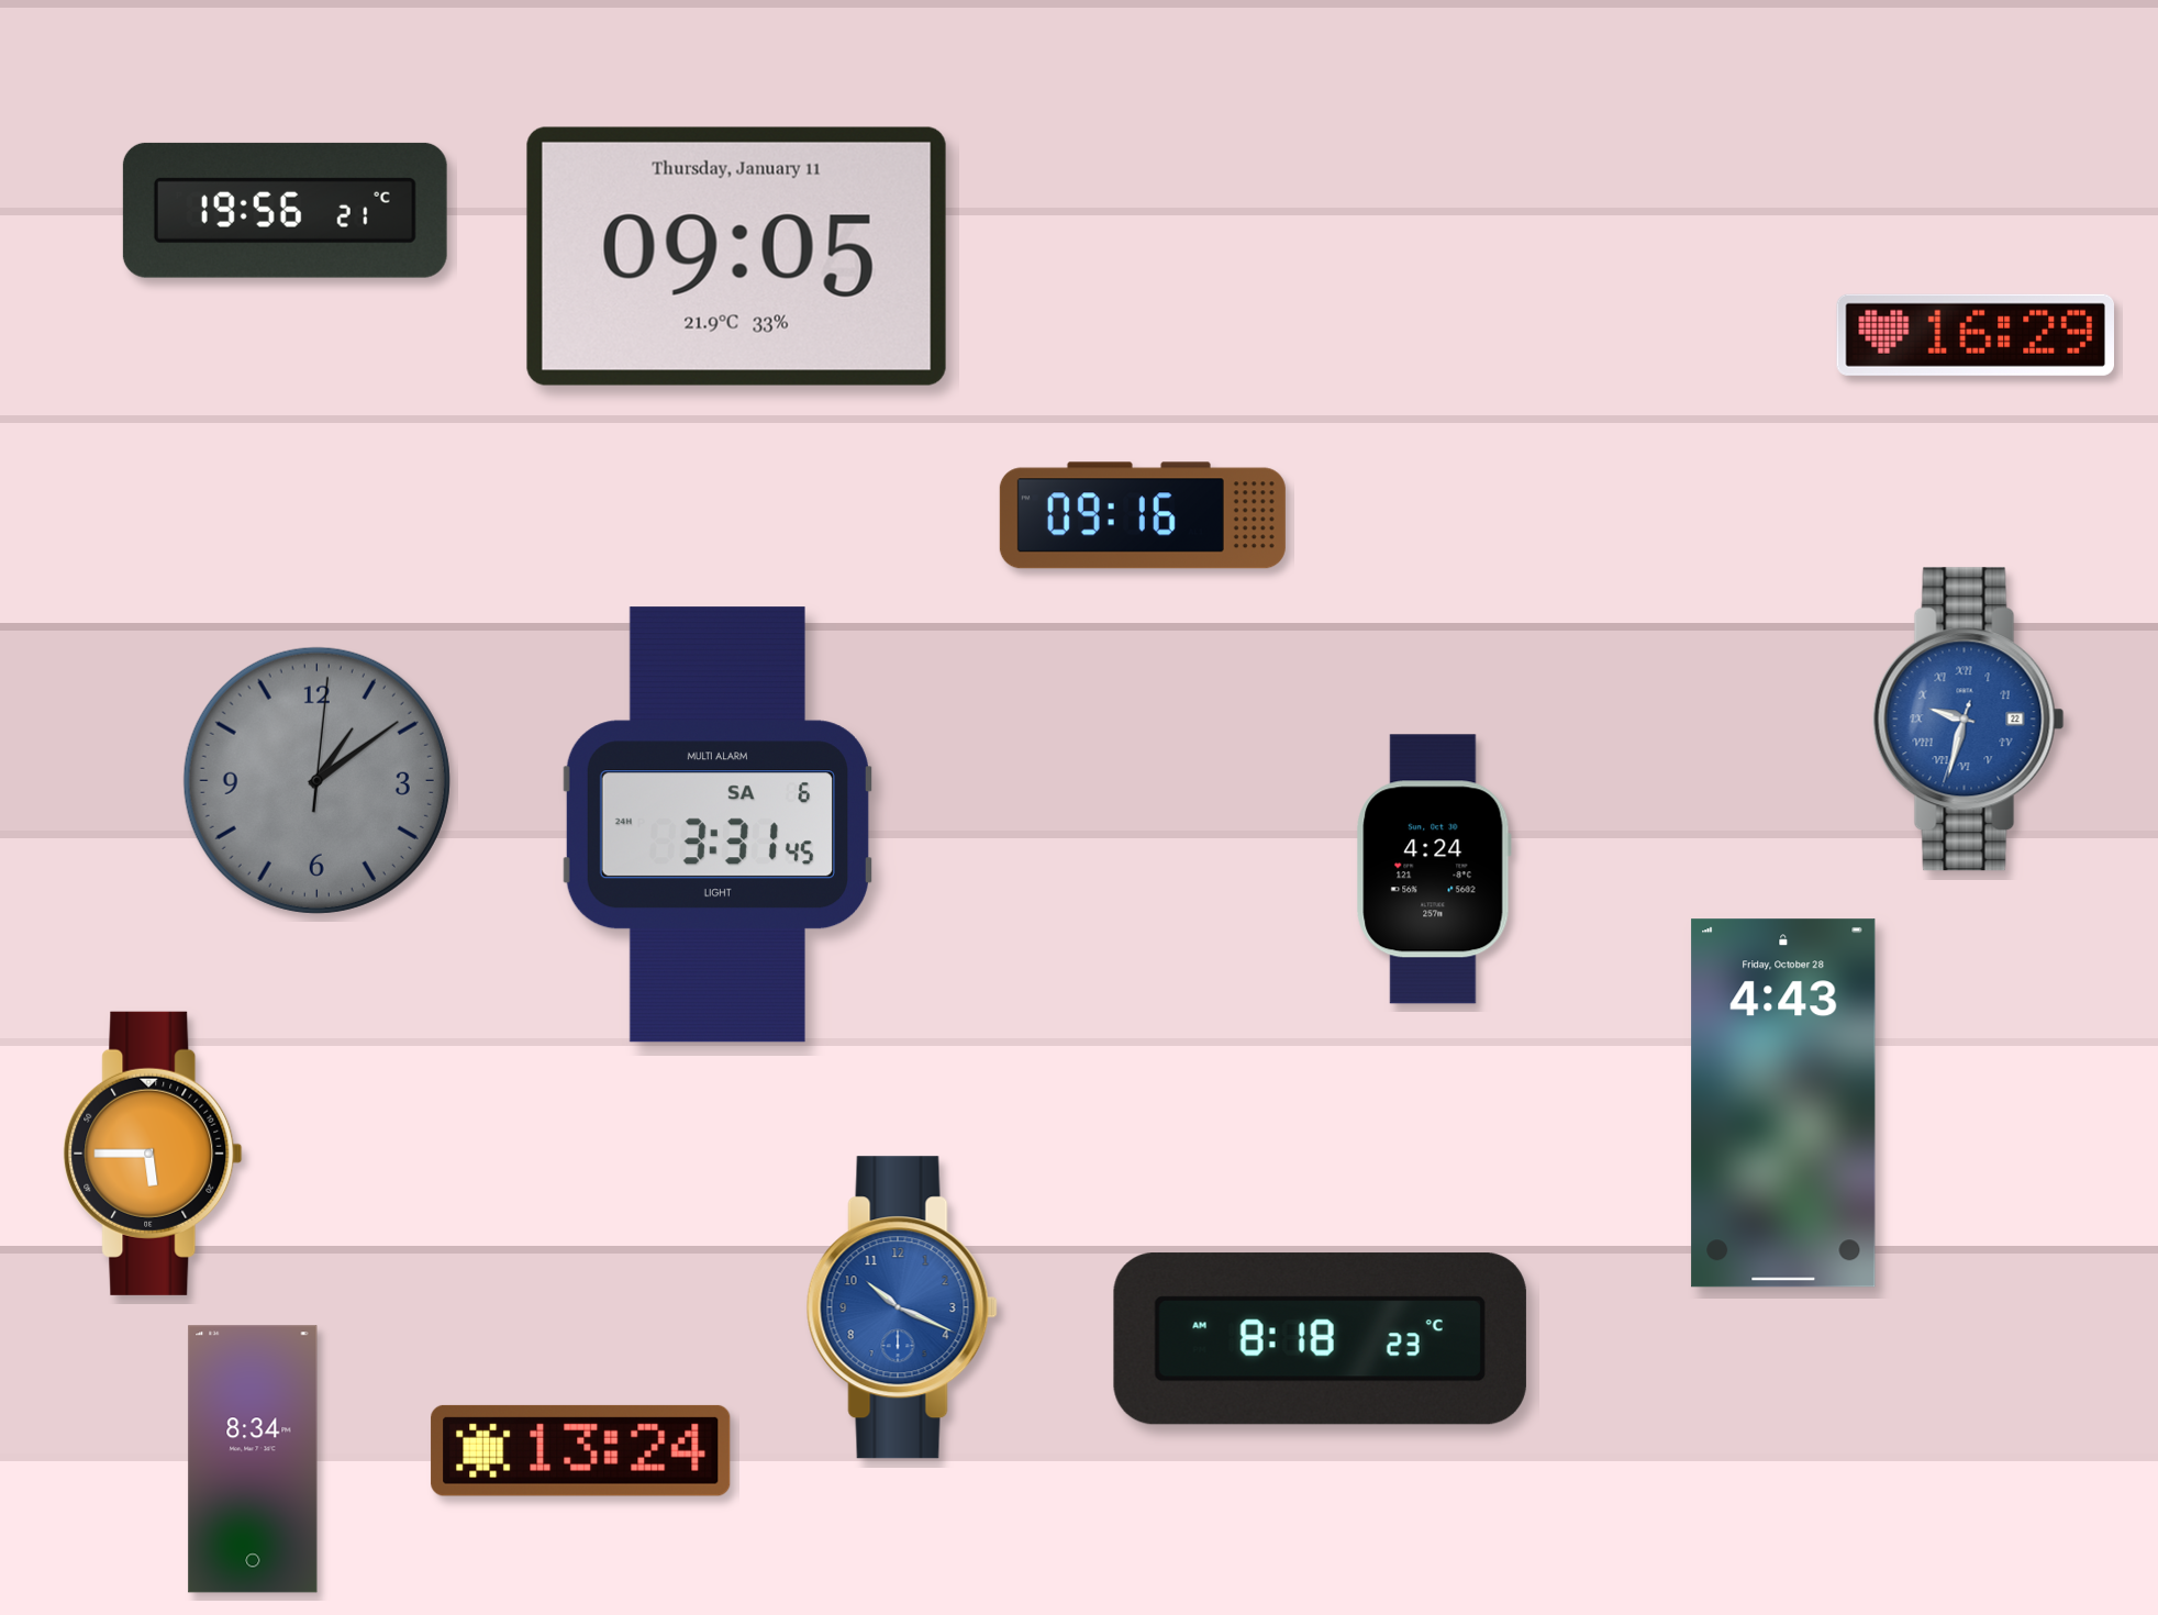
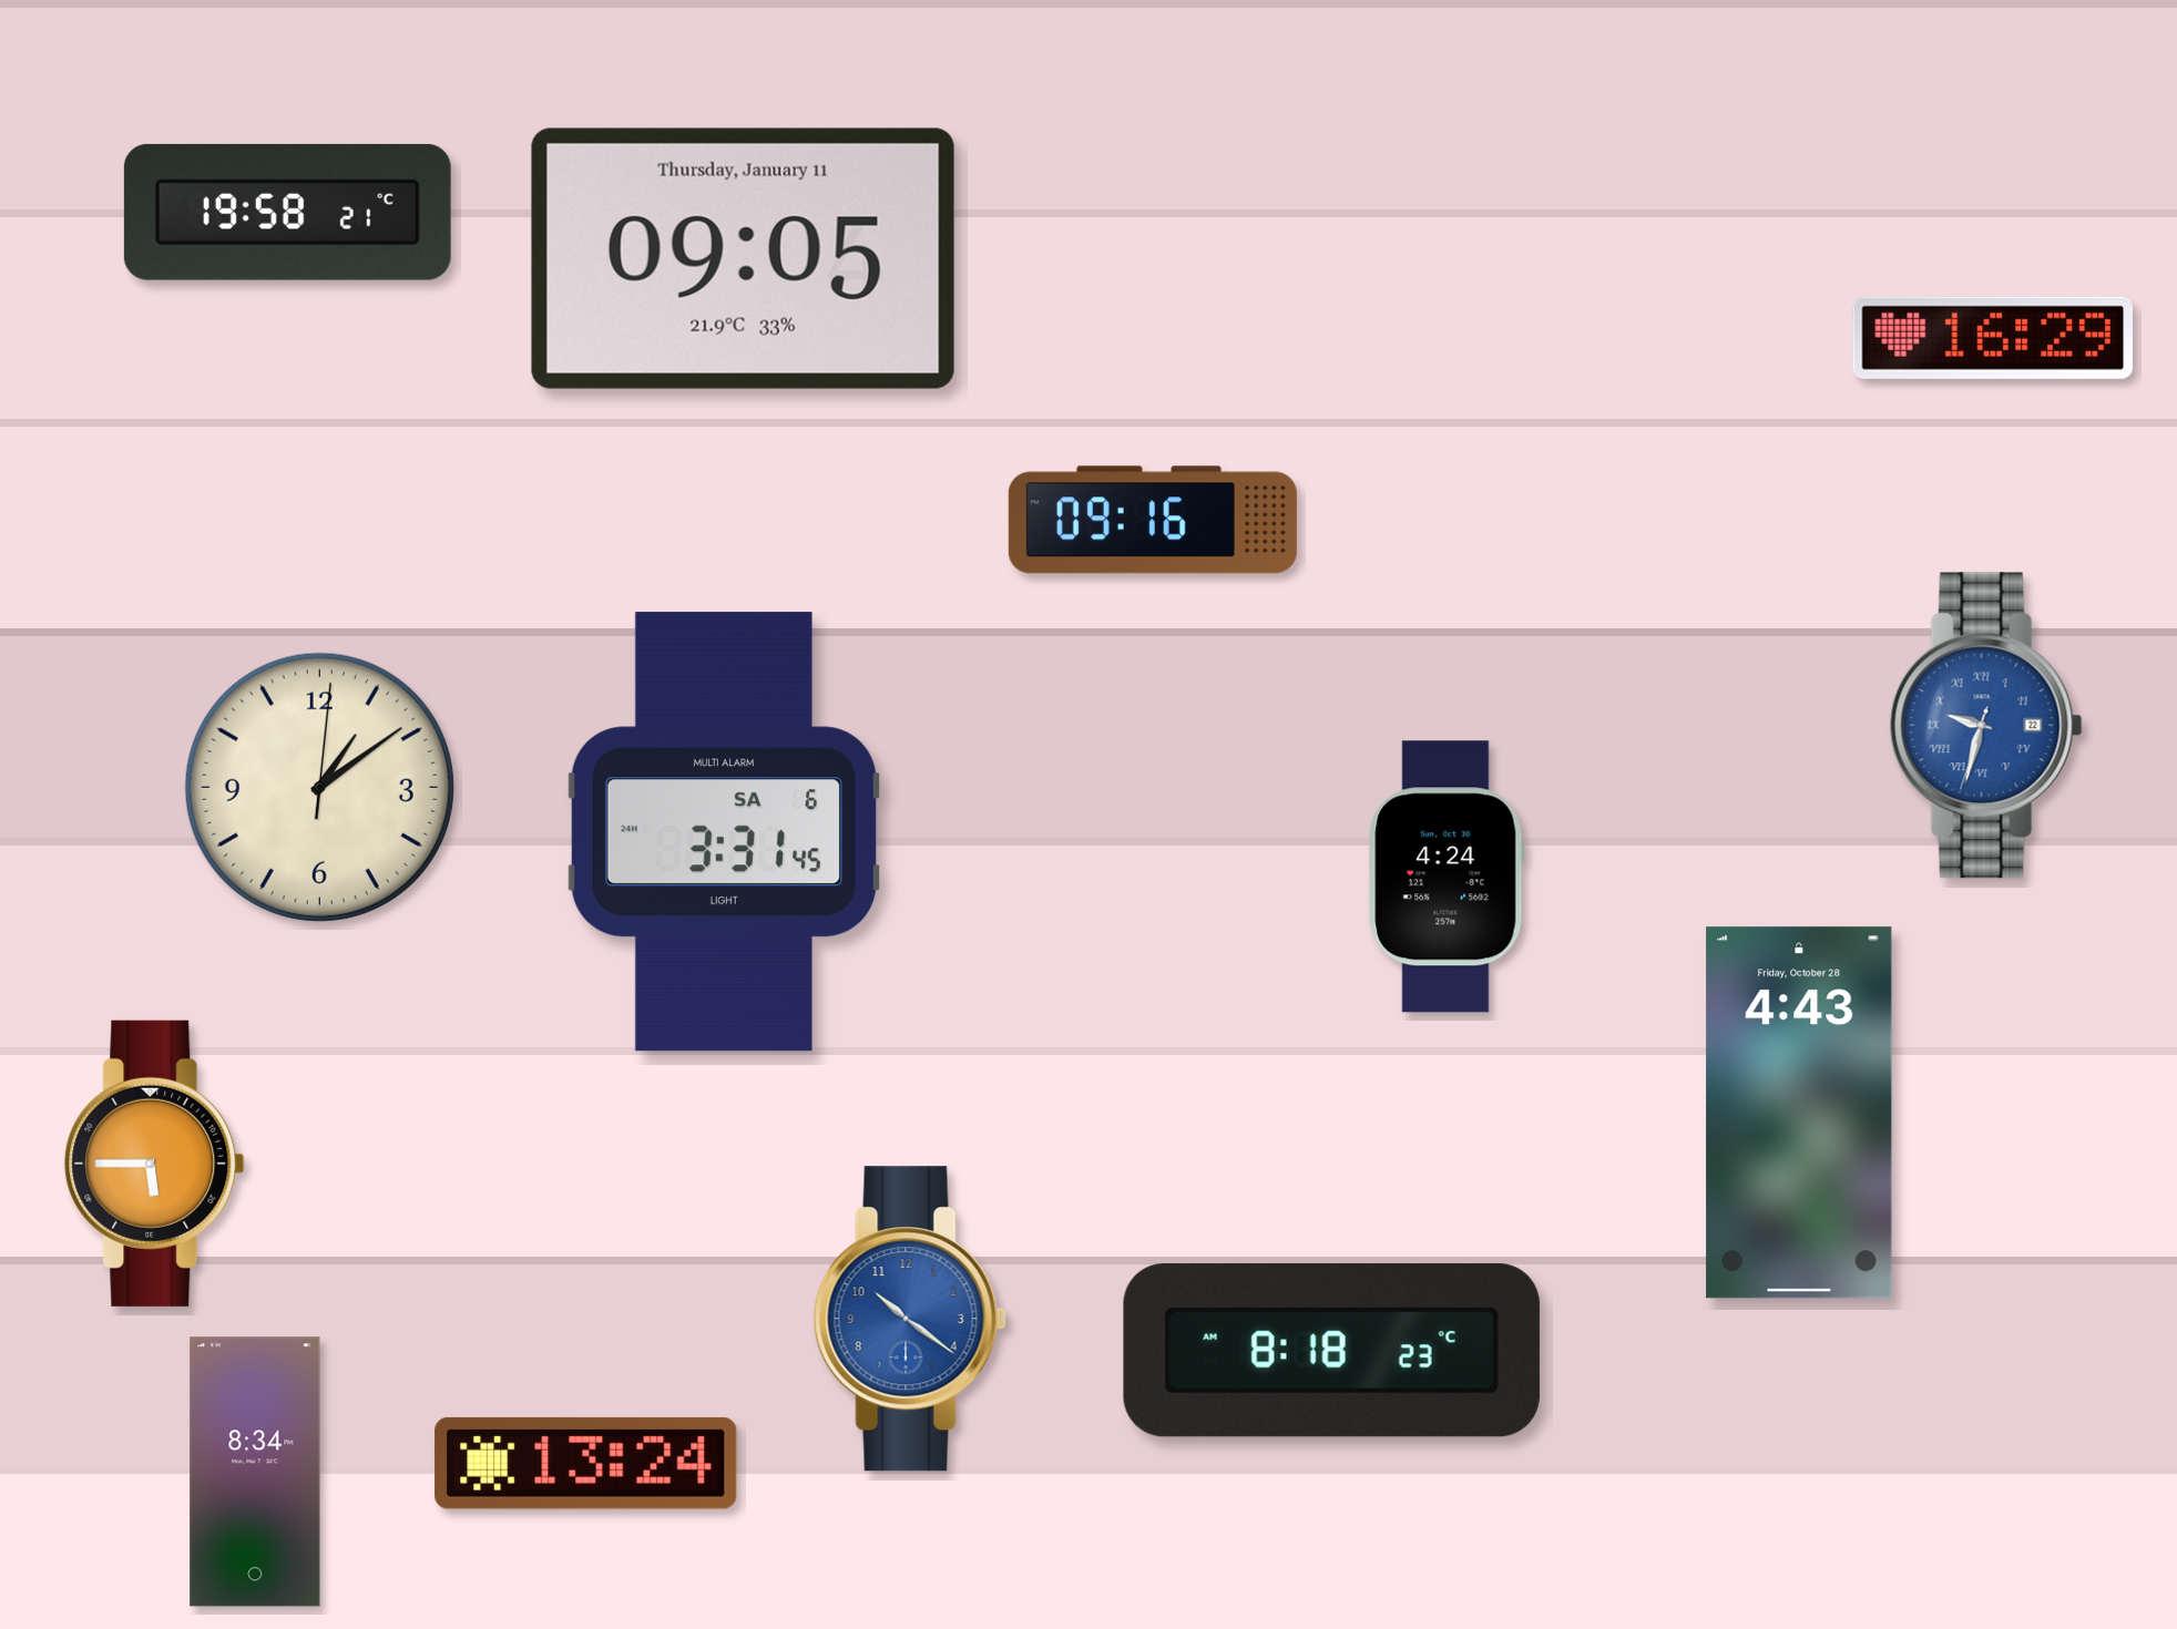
clock at (285, 210): 19:56 -> 19:58
clock at (316, 780) dial: grey -> cream
clock at (902, 1307): 10:19 -> 10:21
